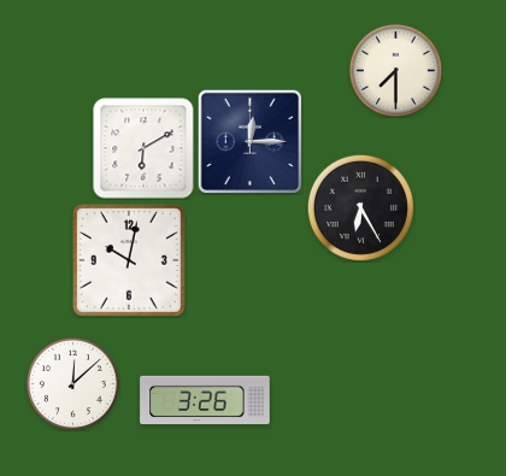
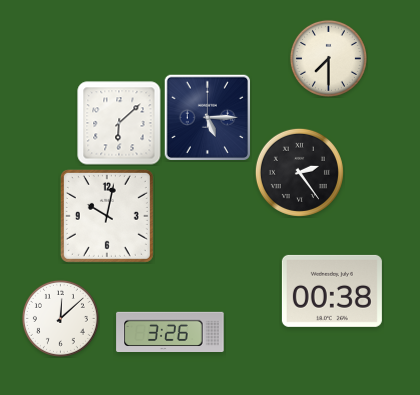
clock at (249, 141): 12:15 -> 5:15
clock at (143, 148): 6:10 -> 6:08
clock at (360, 207): 6:25 -> 2:24
clock at (332, 291): none -> 00:38
